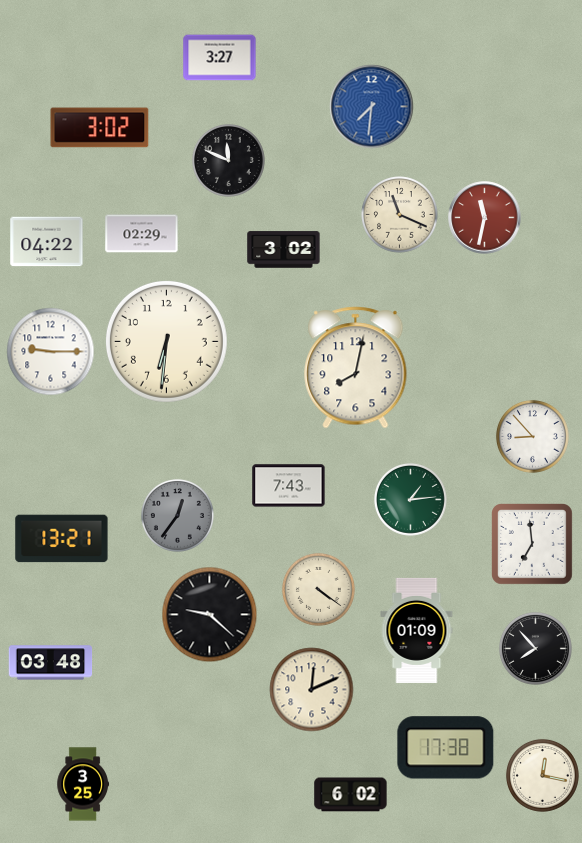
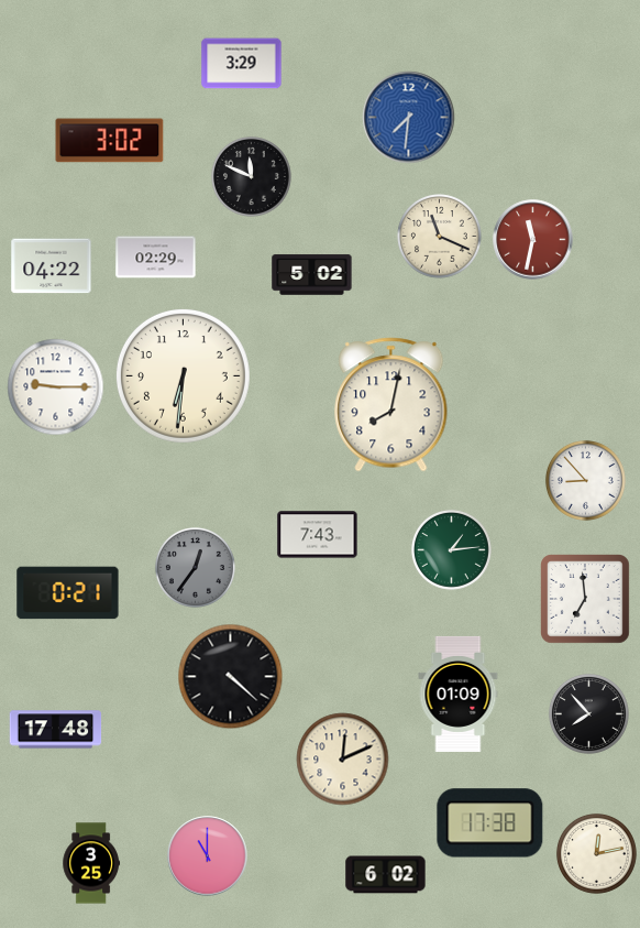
clock at (220, 58): 3:27 -> 3:29
clock at (284, 250): 3:02 -> 5:02
clock at (62, 539): 13:21 -> 0:21
clock at (318, 589): 4:21 -> none
clock at (210, 615): 9:22 -> 4:22
clock at (51, 663): 03:48 -> 17:48
clock at (542, 775): 12:17 -> 12:13
clock at (208, 856): none -> 11:00
